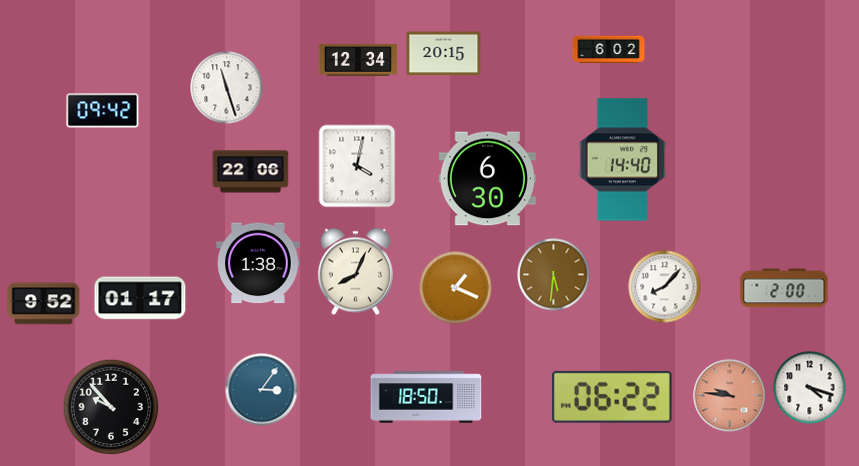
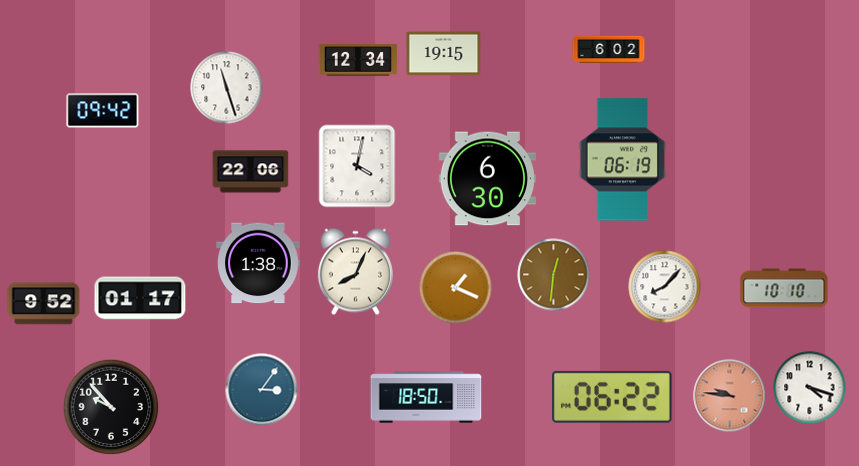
clock at (444, 54): 20:15 -> 19:15
clock at (623, 160): 14:40 -> 06:19
clock at (554, 275): 5:31 -> 12:31
clock at (784, 288): 2:00 -> 10:10
